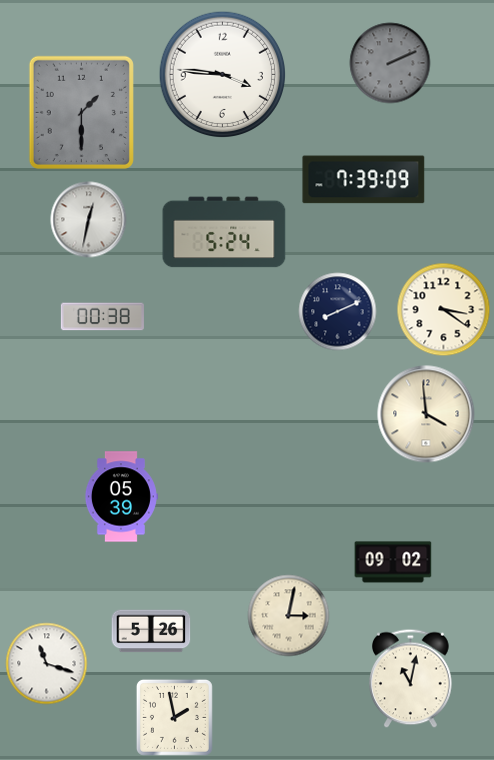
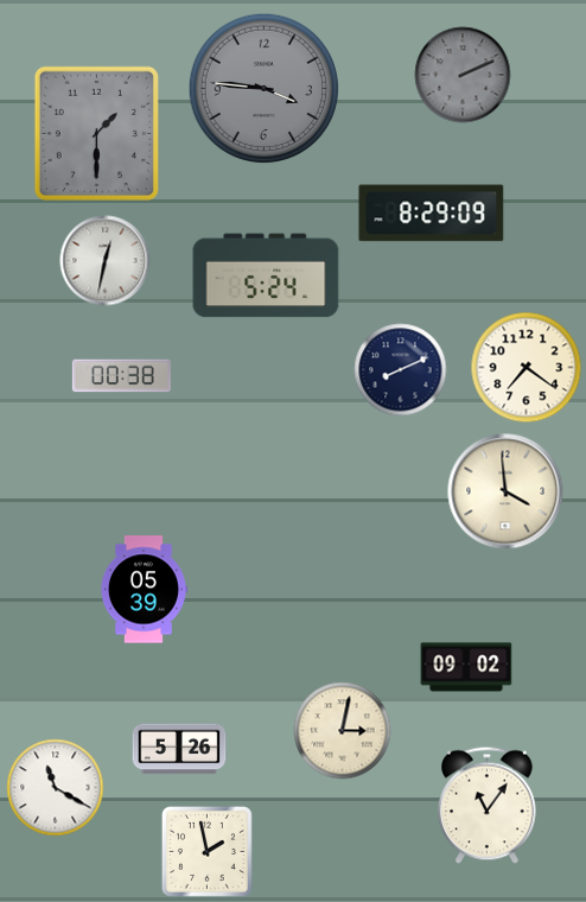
clock at (222, 74) dial: white -> grey
clock at (364, 180): 7:39 -> 8:29
clock at (444, 310): 3:21 -> 7:21
clock at (47, 664): 11:18 -> 11:20
clock at (411, 679): 11:02 -> 11:06
